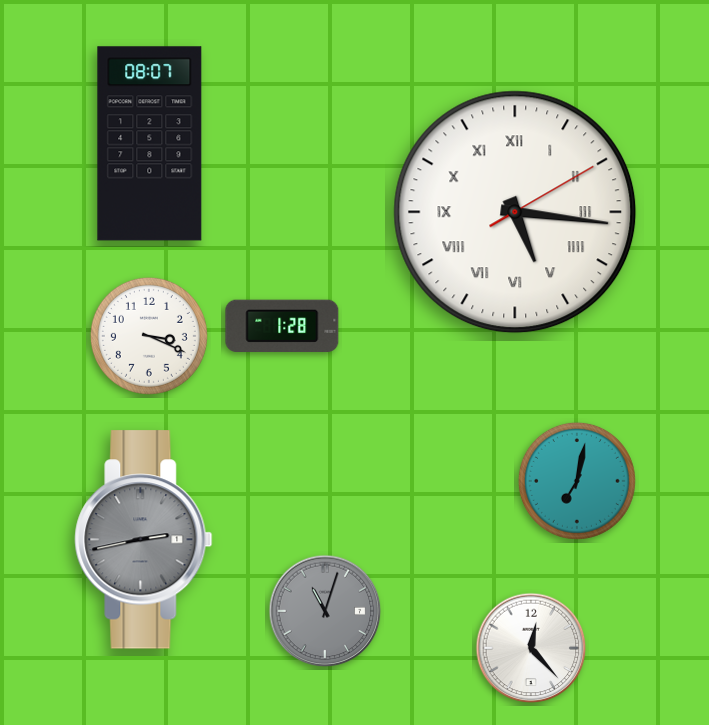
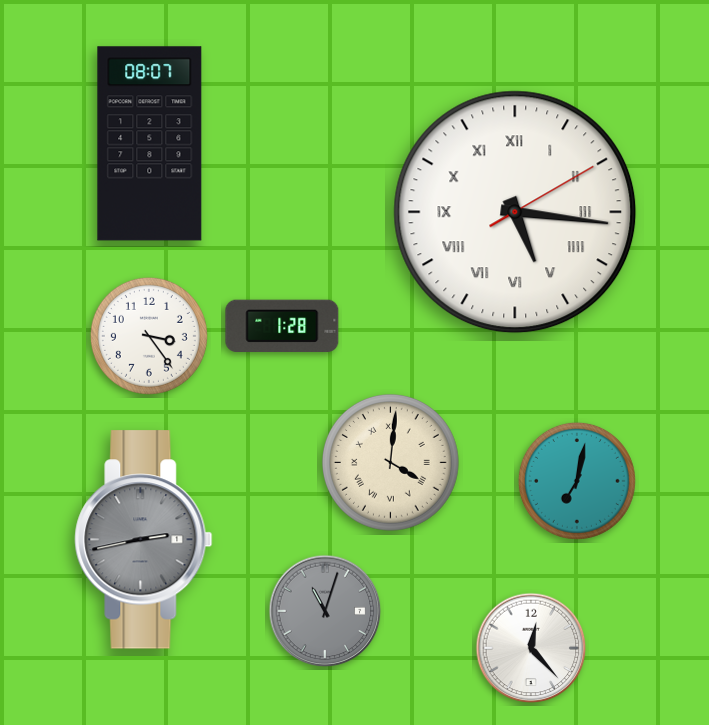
clock at (149, 336): 3:19 -> 3:24
clock at (390, 462): none -> 4:01
